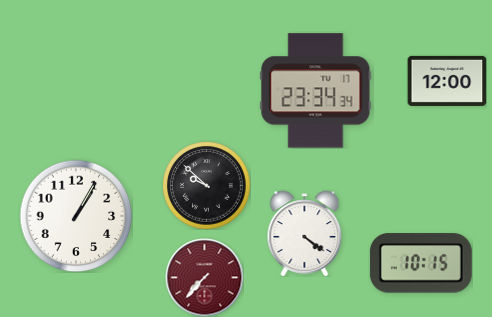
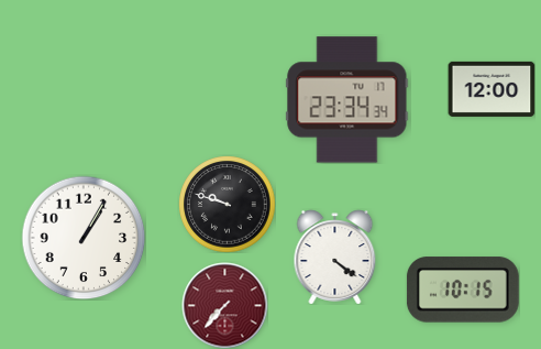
clock at (206, 185): 9:52 -> 9:48
